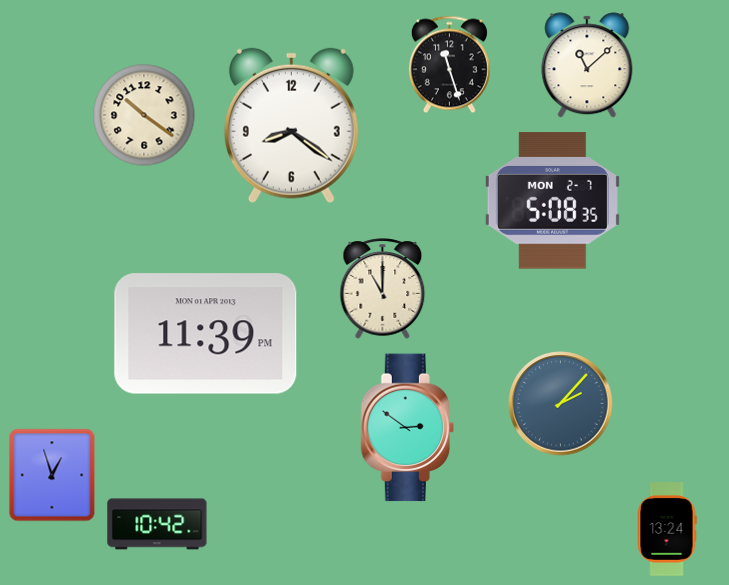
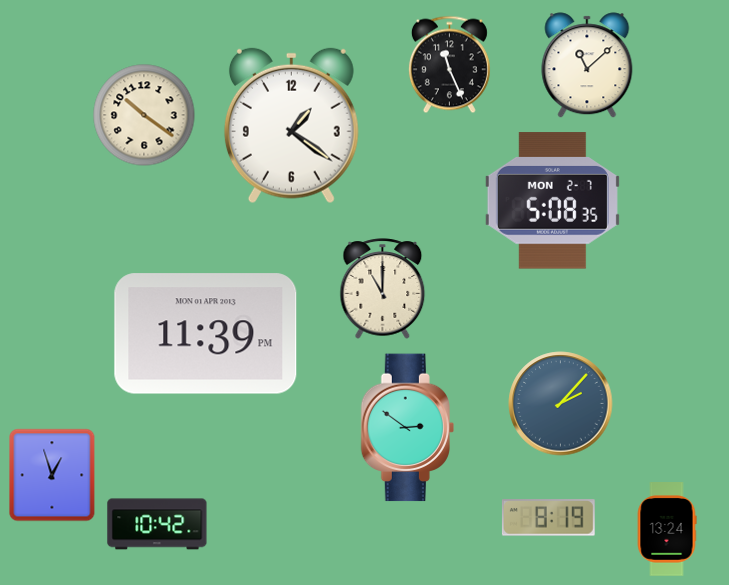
clock at (449, 65): 11:27 -> 11:26
clock at (291, 126): 8:21 -> 1:21
clock at (548, 518): none -> 8:19
